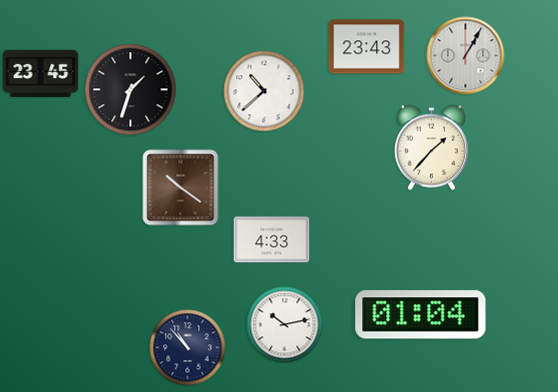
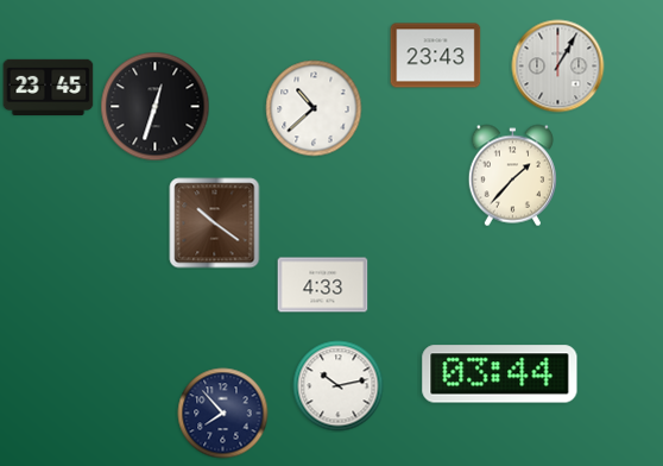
clock at (466, 56) position: (466, 56) -> (558, 67)
clock at (131, 90): 1:33 -> 12:33
clock at (421, 315): 01:04 -> 03:44
clock at (188, 348): 10:53 -> 7:53
